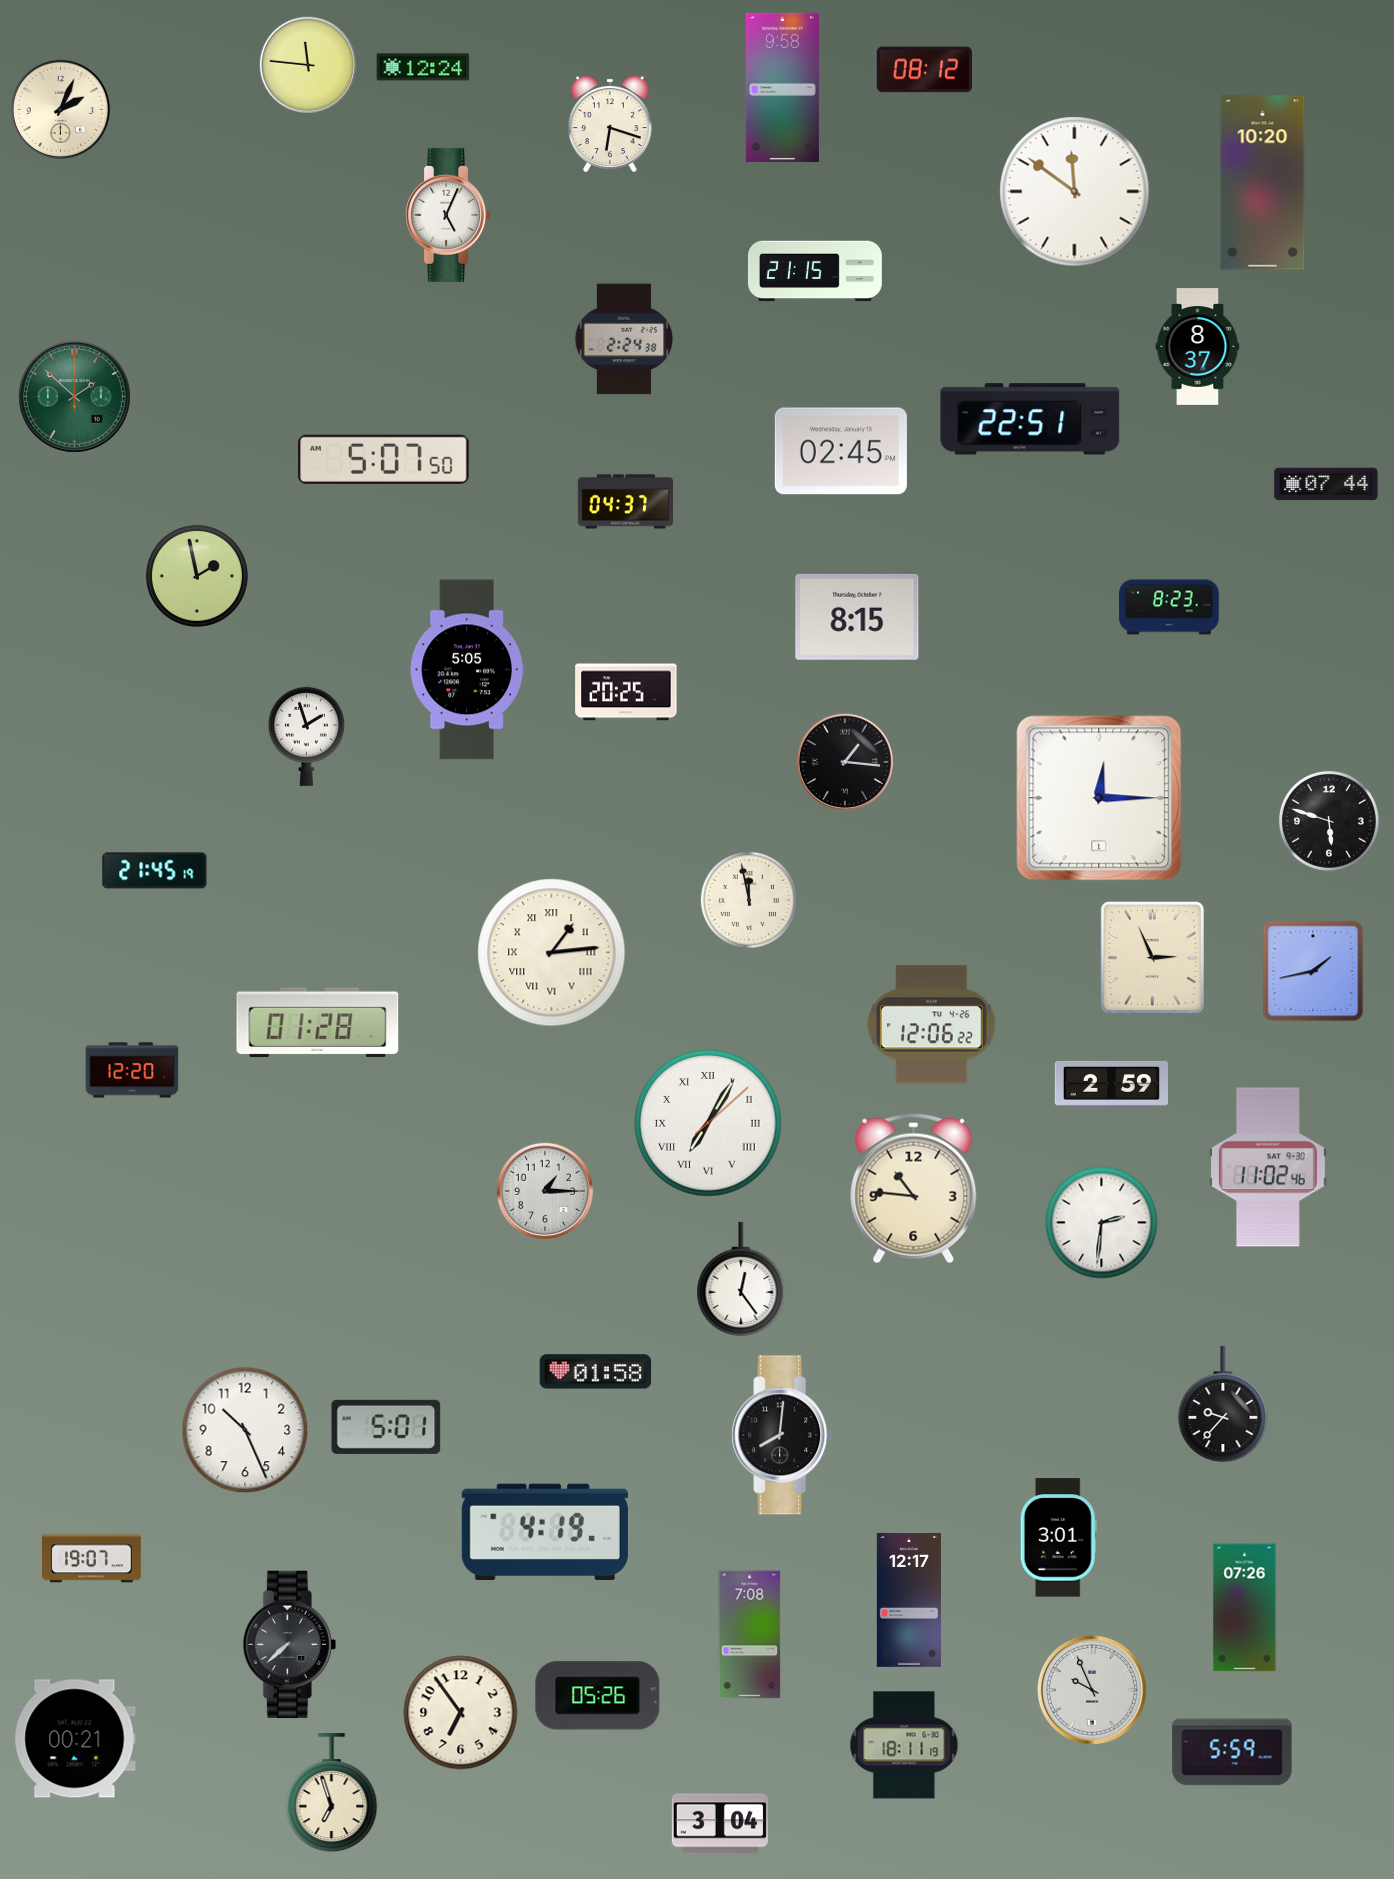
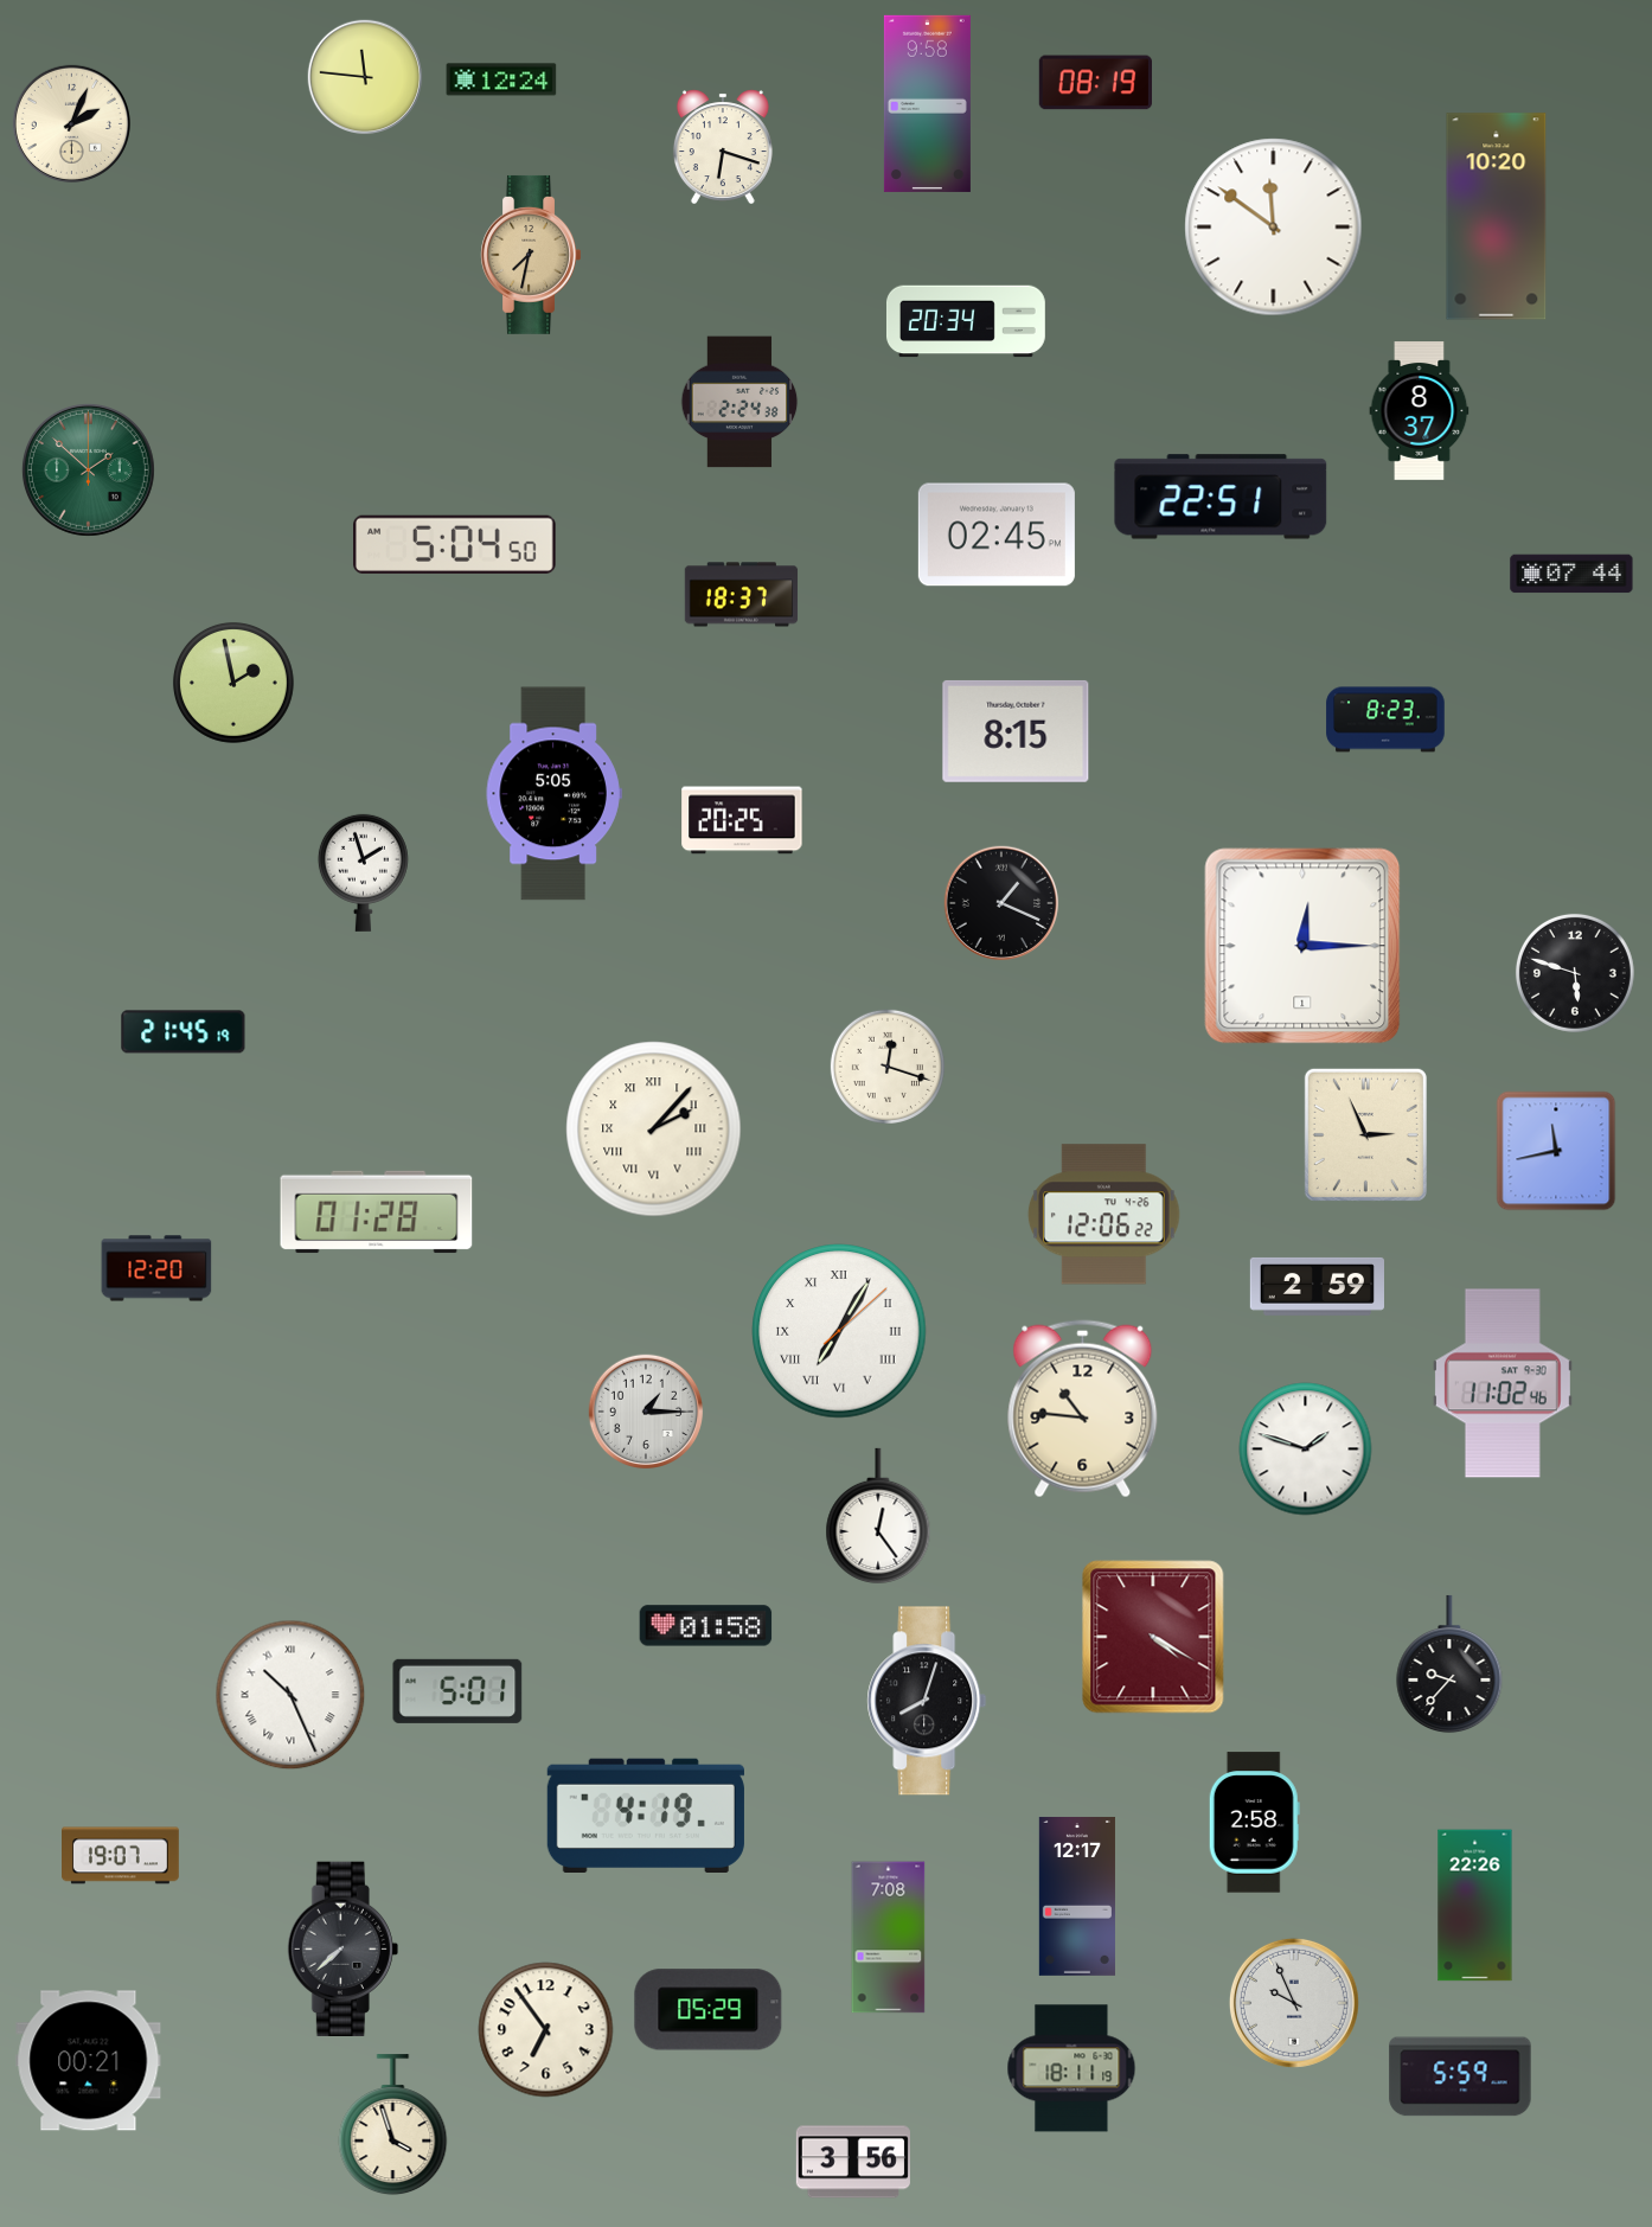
clock at (924, 70): 08:12 -> 08:19
clock at (60, 109) position: (60, 109) -> (71, 123)
clock at (447, 215): 5:04 -> 7:32
clock at (447, 215) dial: white -> champagne
clock at (815, 271): 21:15 -> 20:34
clock at (384, 459): 5:07 -> 5:04
clock at (626, 502): 04:37 -> 18:37
clock at (845, 762): 1:16 -> 1:19
clock at (749, 900): 11:58 -> 12:18
clock at (552, 953): 1:14 -> 2:07
clock at (1313, 971): 1:43 -> 11:43
clock at (1102, 1223): 2:31 -> 1:48
clock at (1153, 1637): none -> 4:20
clock at (245, 1430) numerals: Arabic -> Roman
clock at (782, 1435): 8:01 -> 8:03
clock at (1058, 1538): 3:01 -> 2:58
clock at (92, 1559) position: (92, 1559) -> (121, 1856)
clock at (1245, 1608): 07:26 -> 22:26
clock at (598, 1696): 05:26 -> 05:29
clock at (332, 1793): 6:57 -> 3:57
clock at (720, 1824): 3:04 -> 3:56
